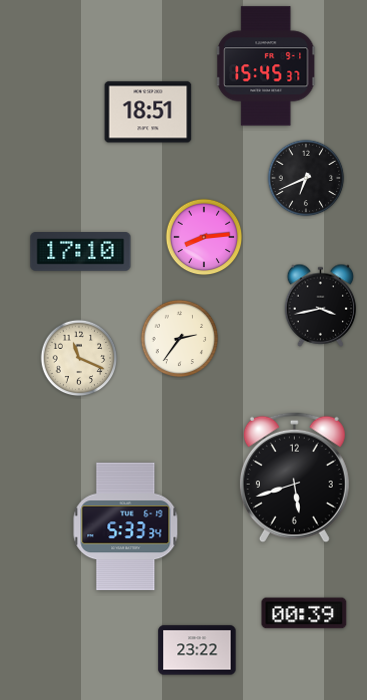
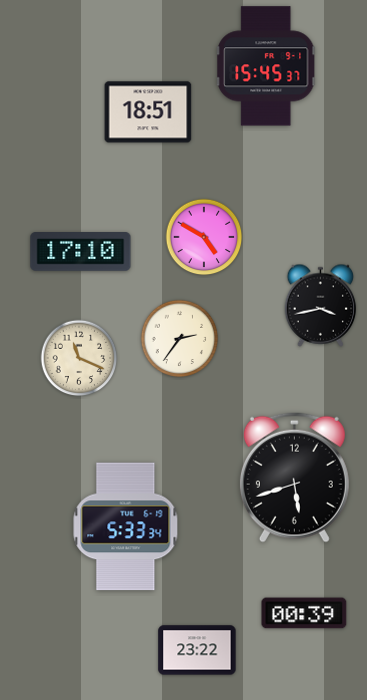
clock at (306, 178): 6:41 -> none
clock at (204, 237): 8:14 -> 4:50
